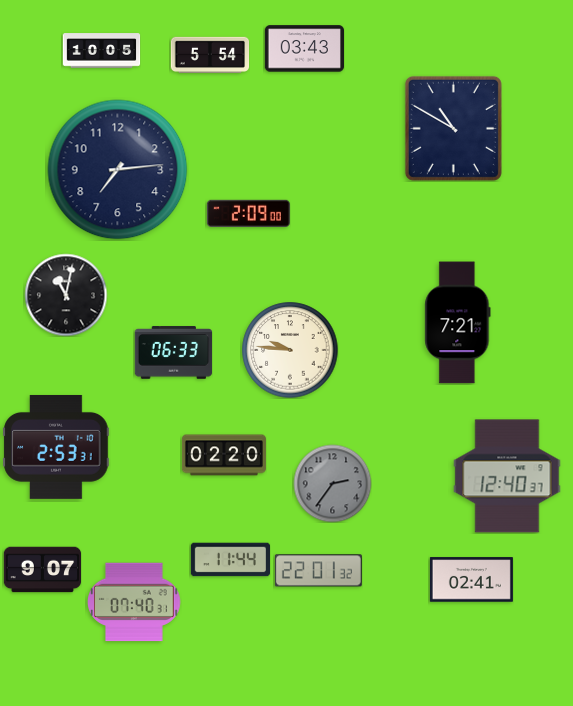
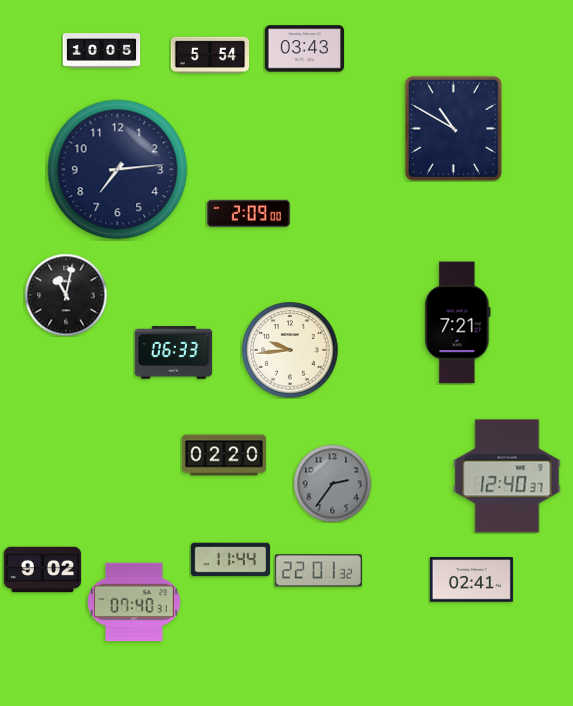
clock at (290, 350): 9:46 -> 9:44
clock at (56, 447): 2:53 -> none
clock at (42, 570): 9:07 -> 9:02
